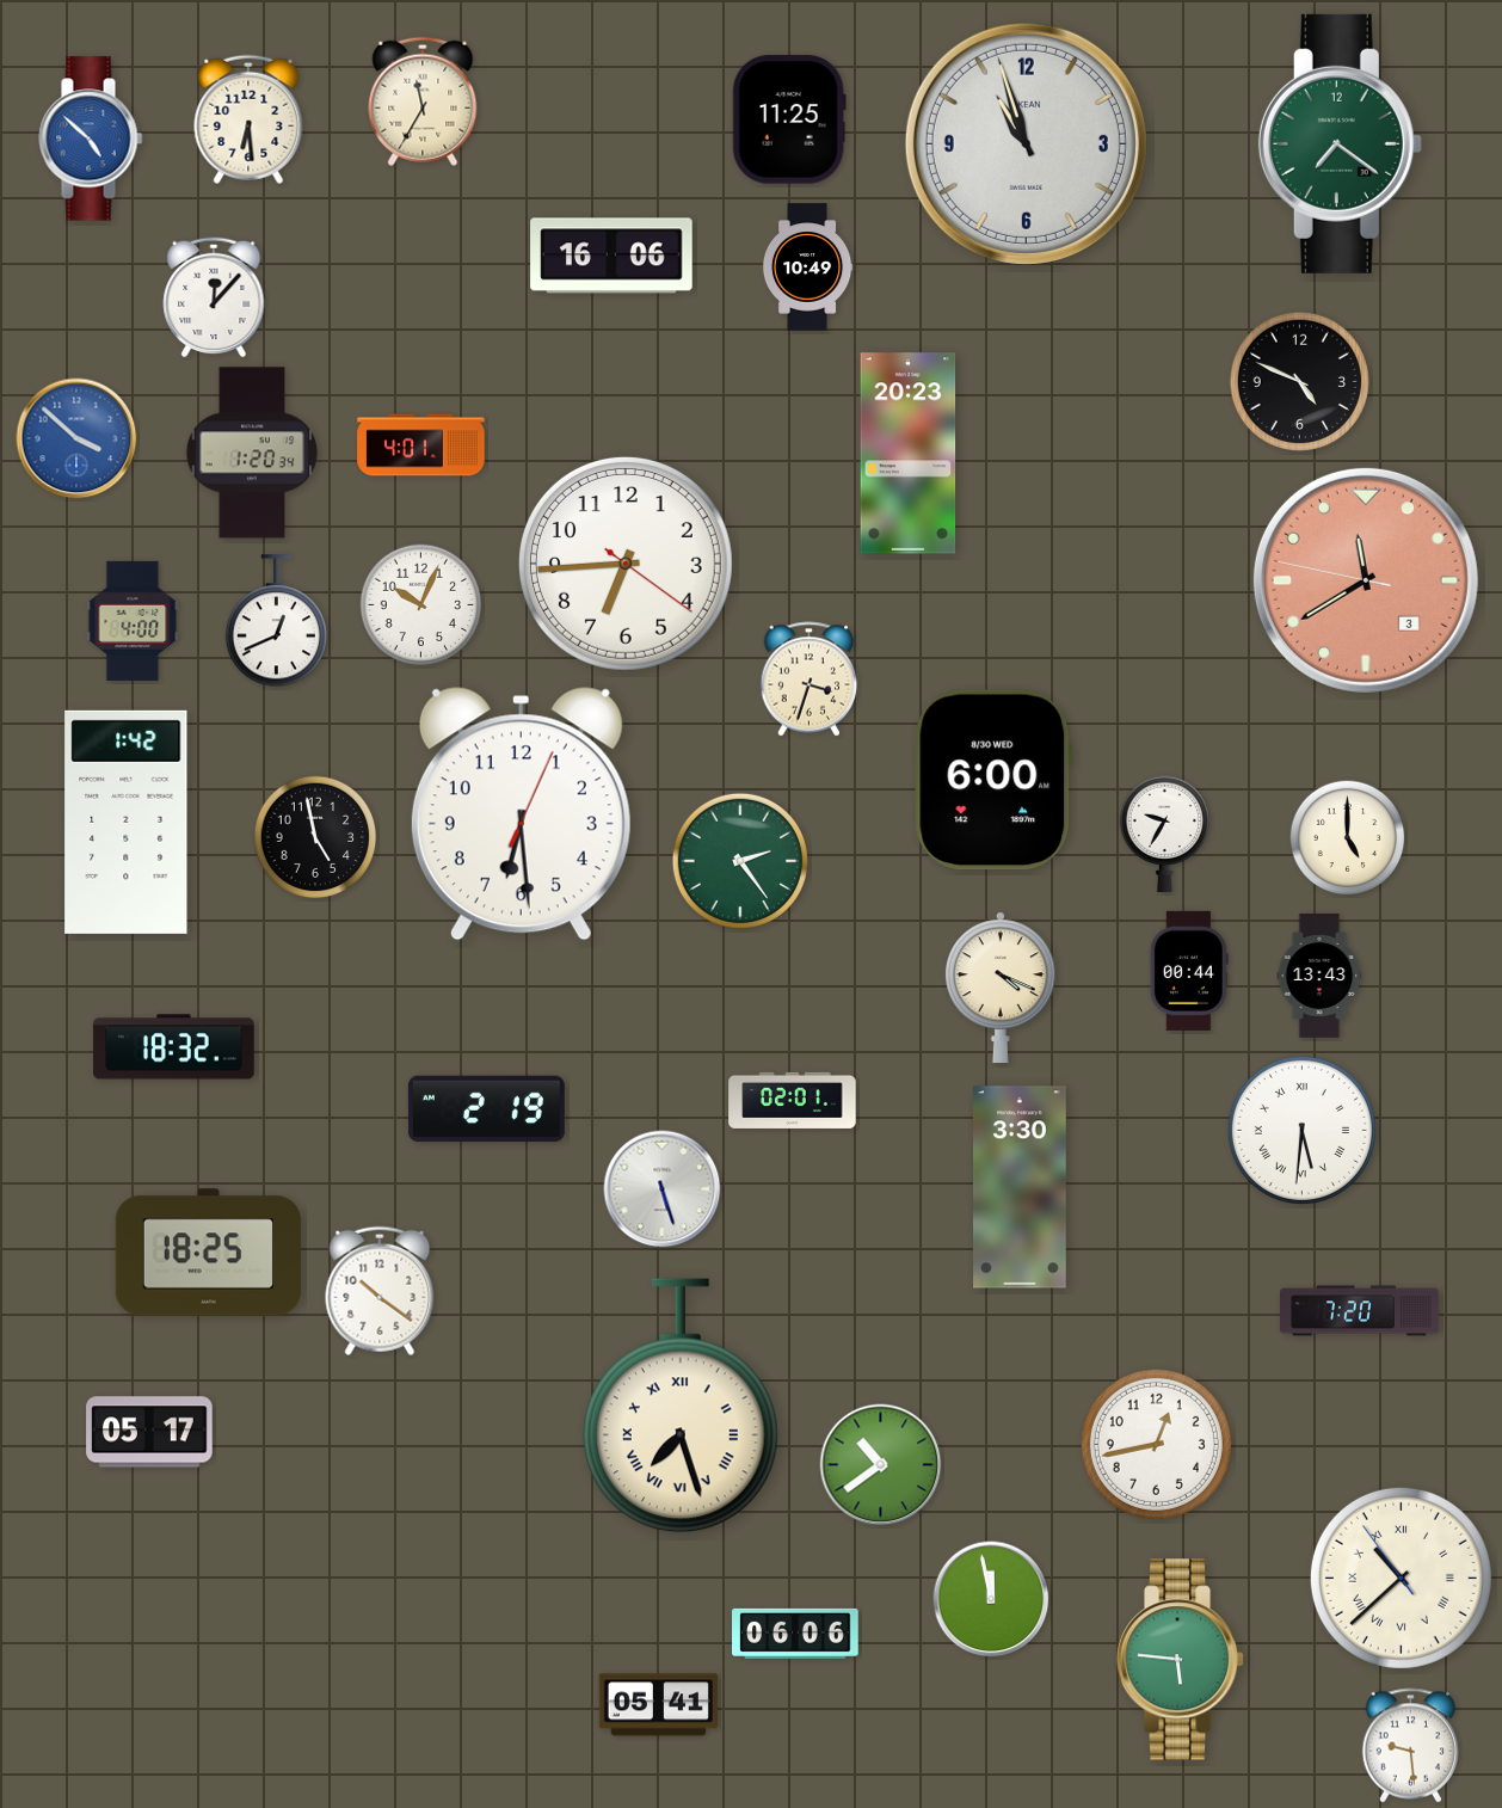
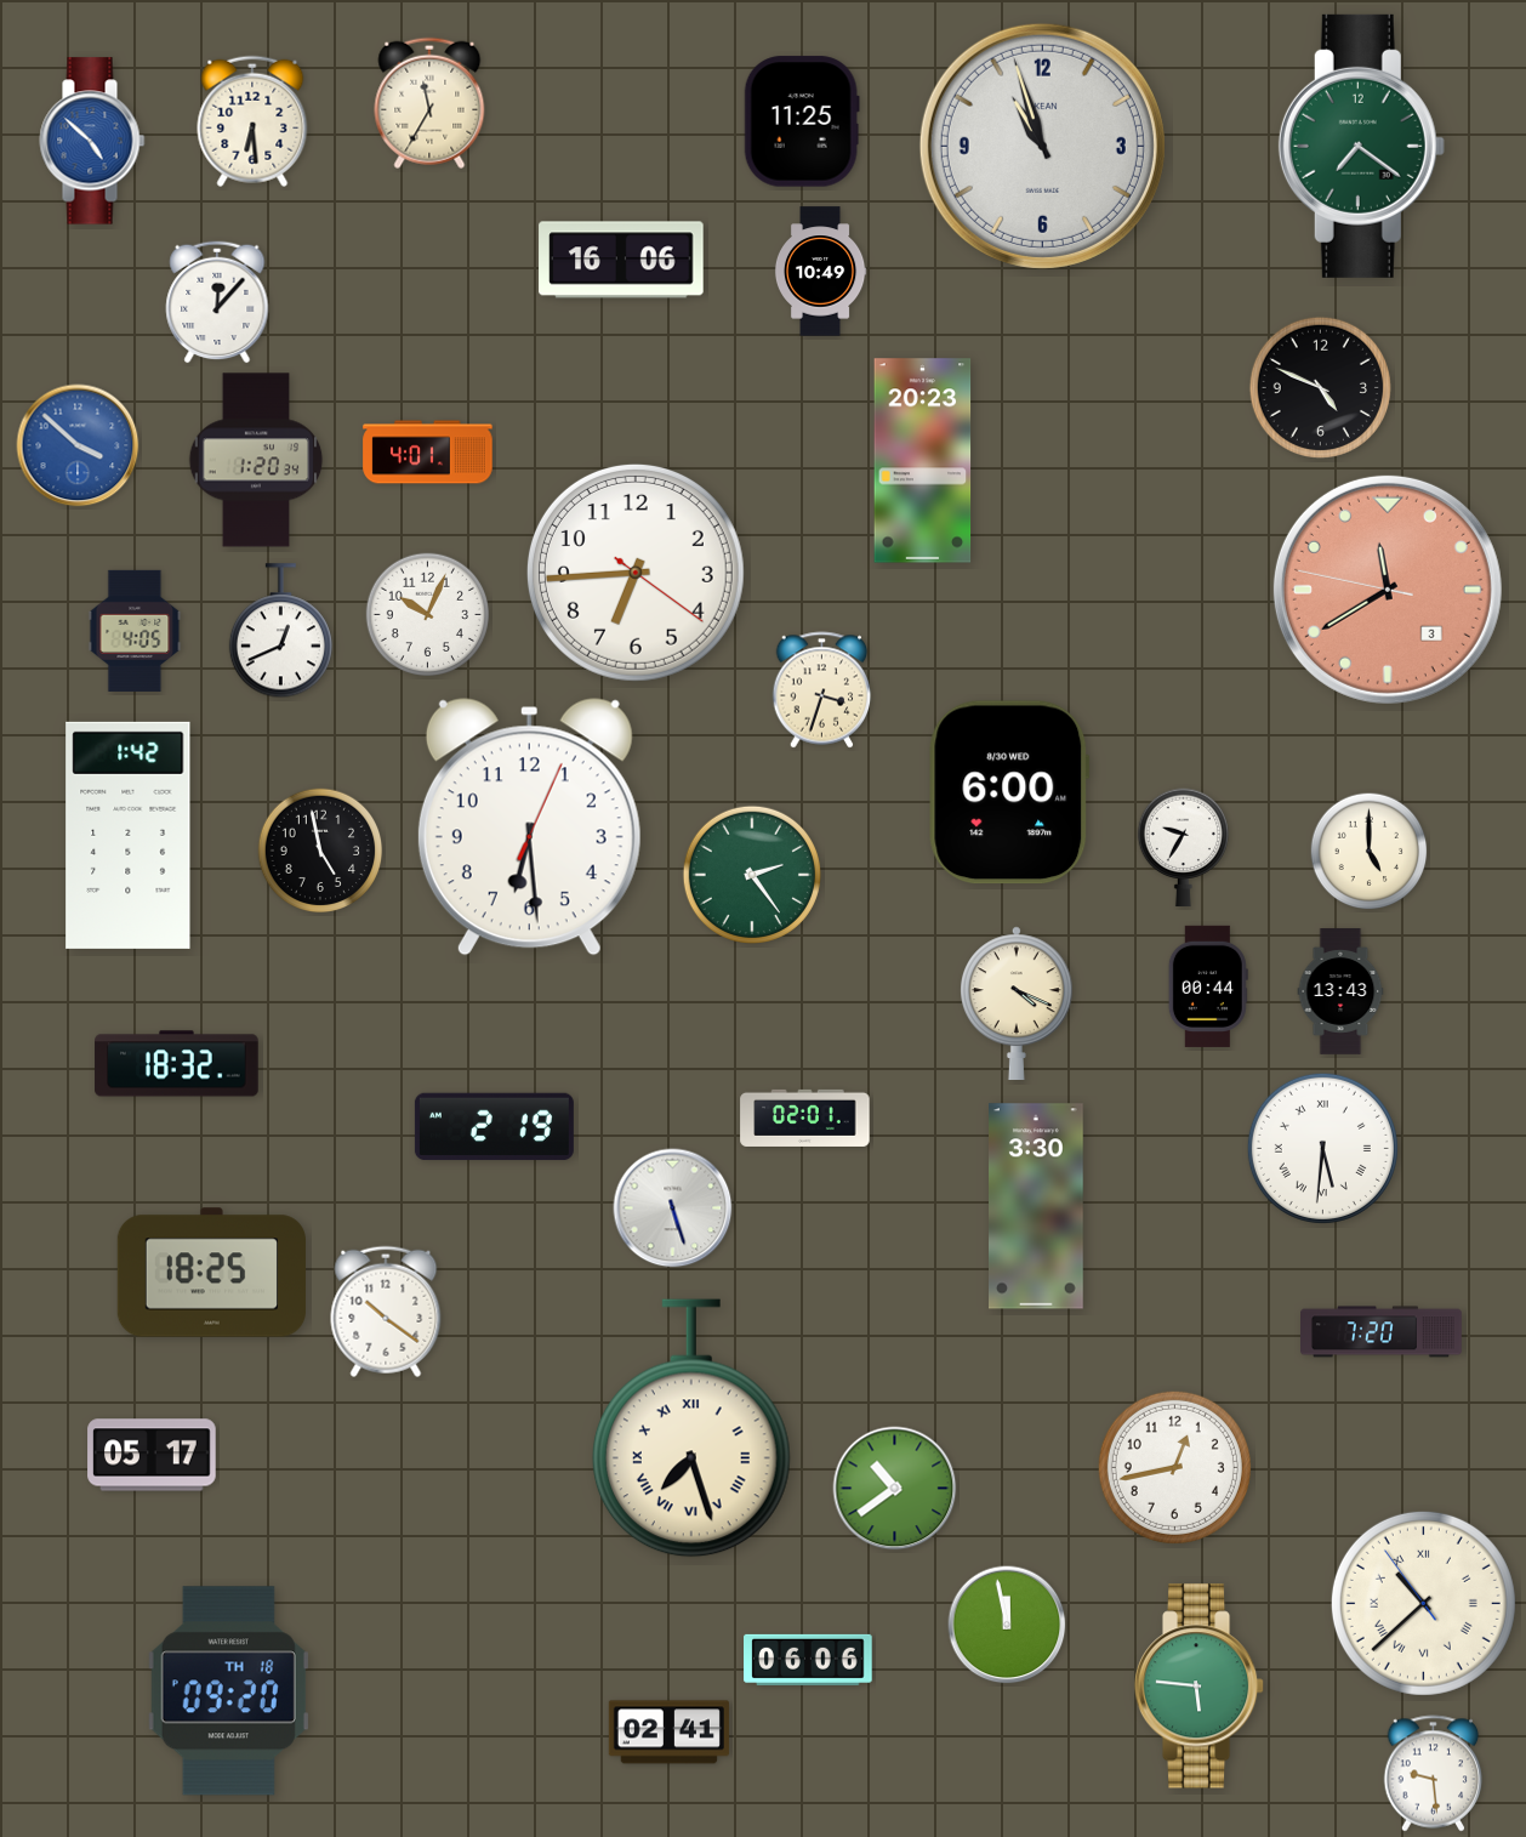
clock at (133, 621): 4:00 -> 4:05
clock at (228, 1691): none -> 09:20
clock at (658, 1705): 05:41 -> 02:41
